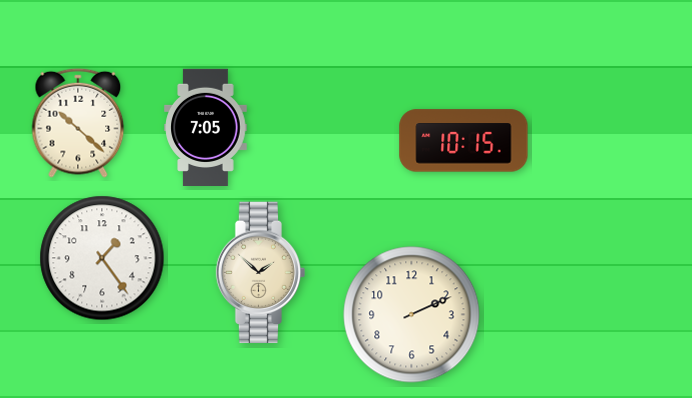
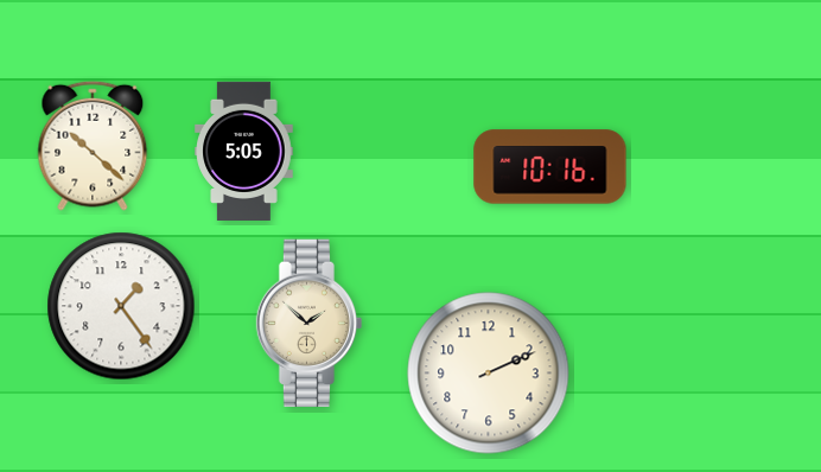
clock at (206, 127): 7:05 -> 5:05
clock at (464, 141): 10:15 -> 10:16
